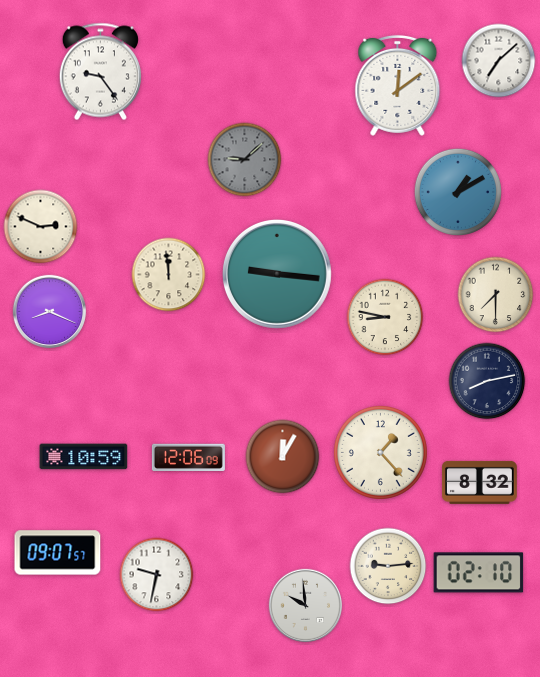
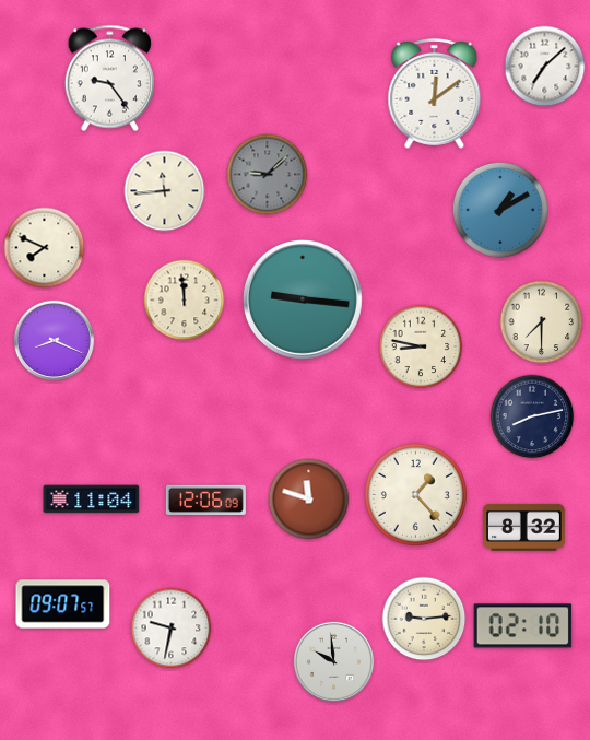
clock at (165, 191): none -> 11:44
clock at (41, 227): 2:49 -> 7:49
clock at (84, 457): 10:59 -> 11:04
clock at (283, 457): 12:05 -> 11:48
